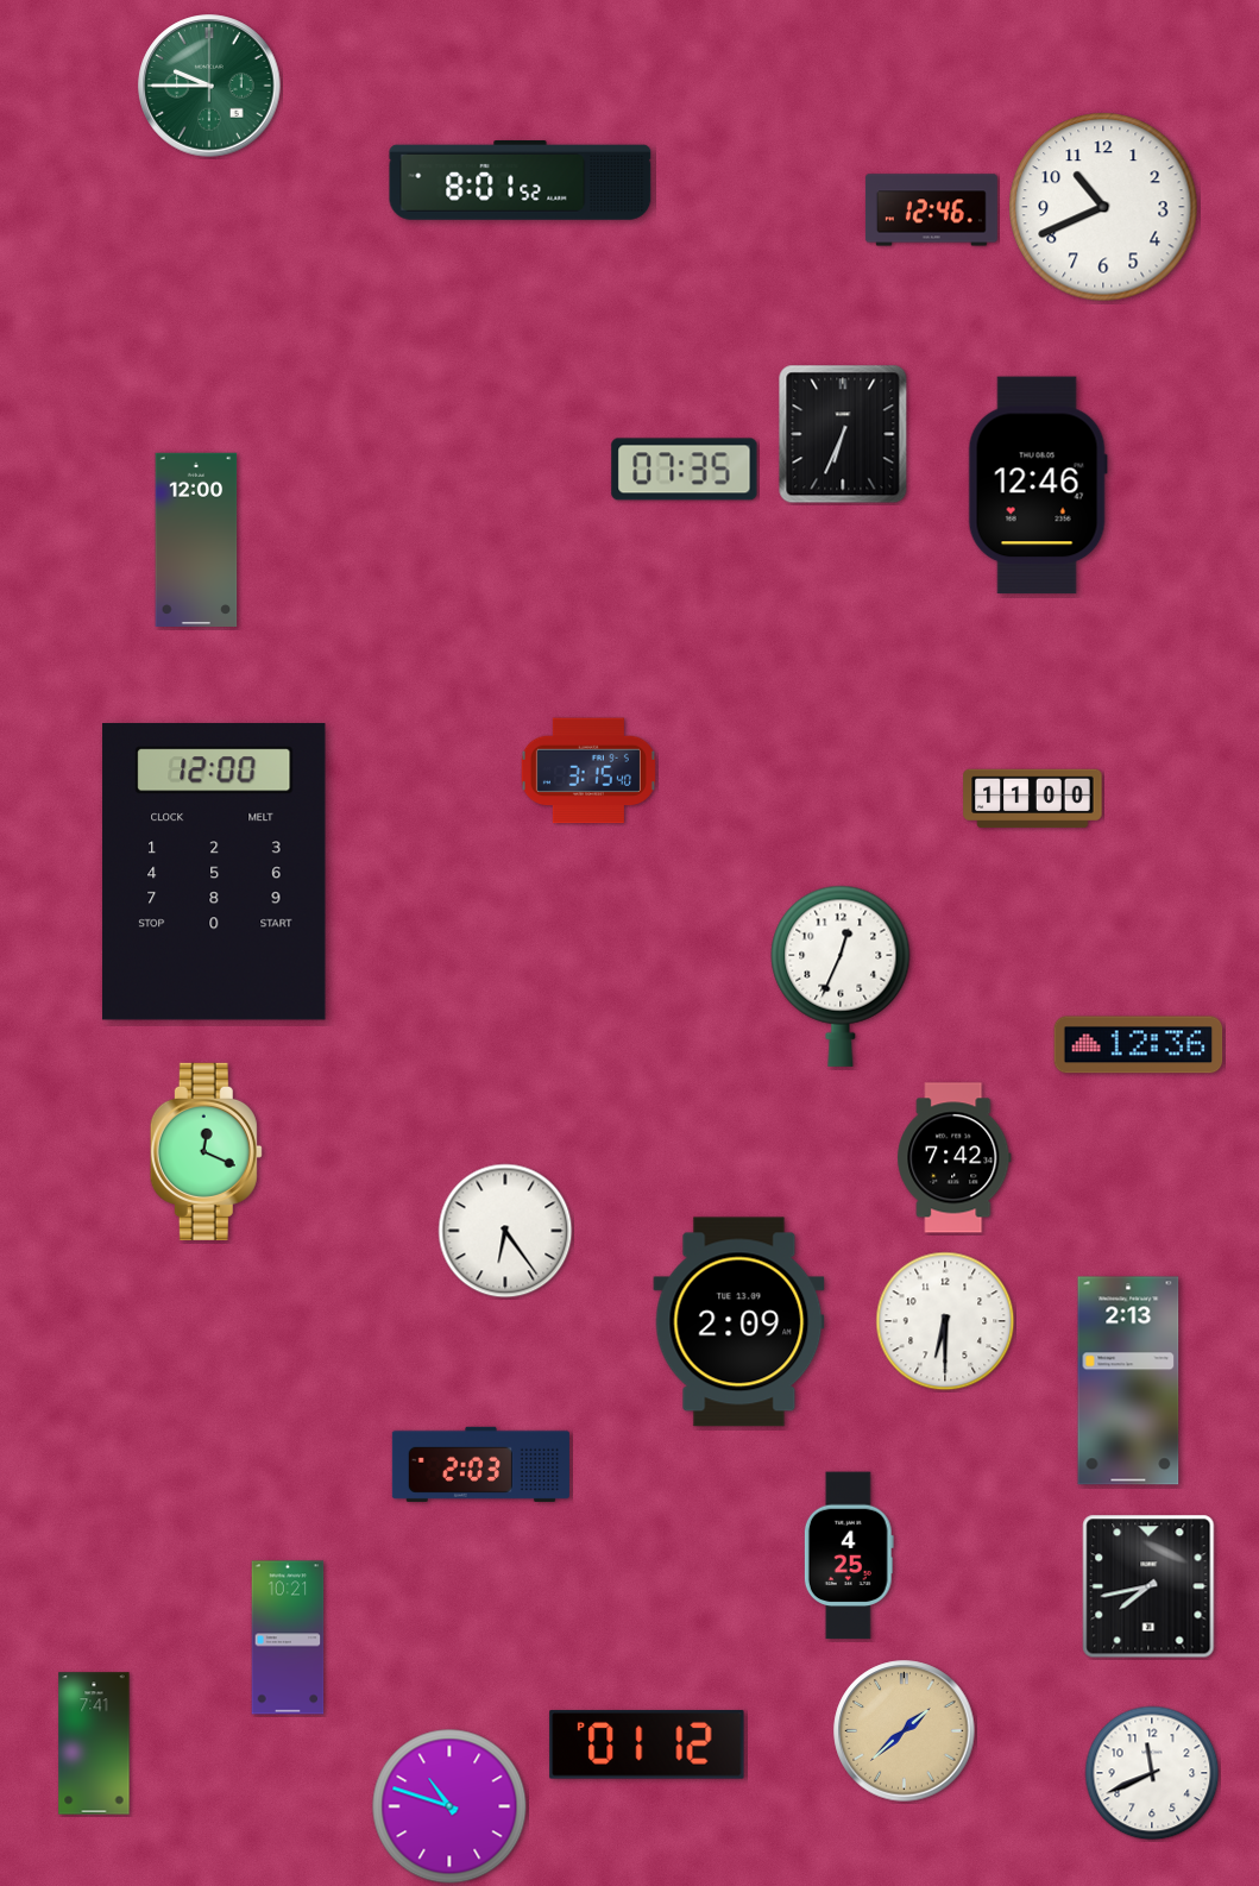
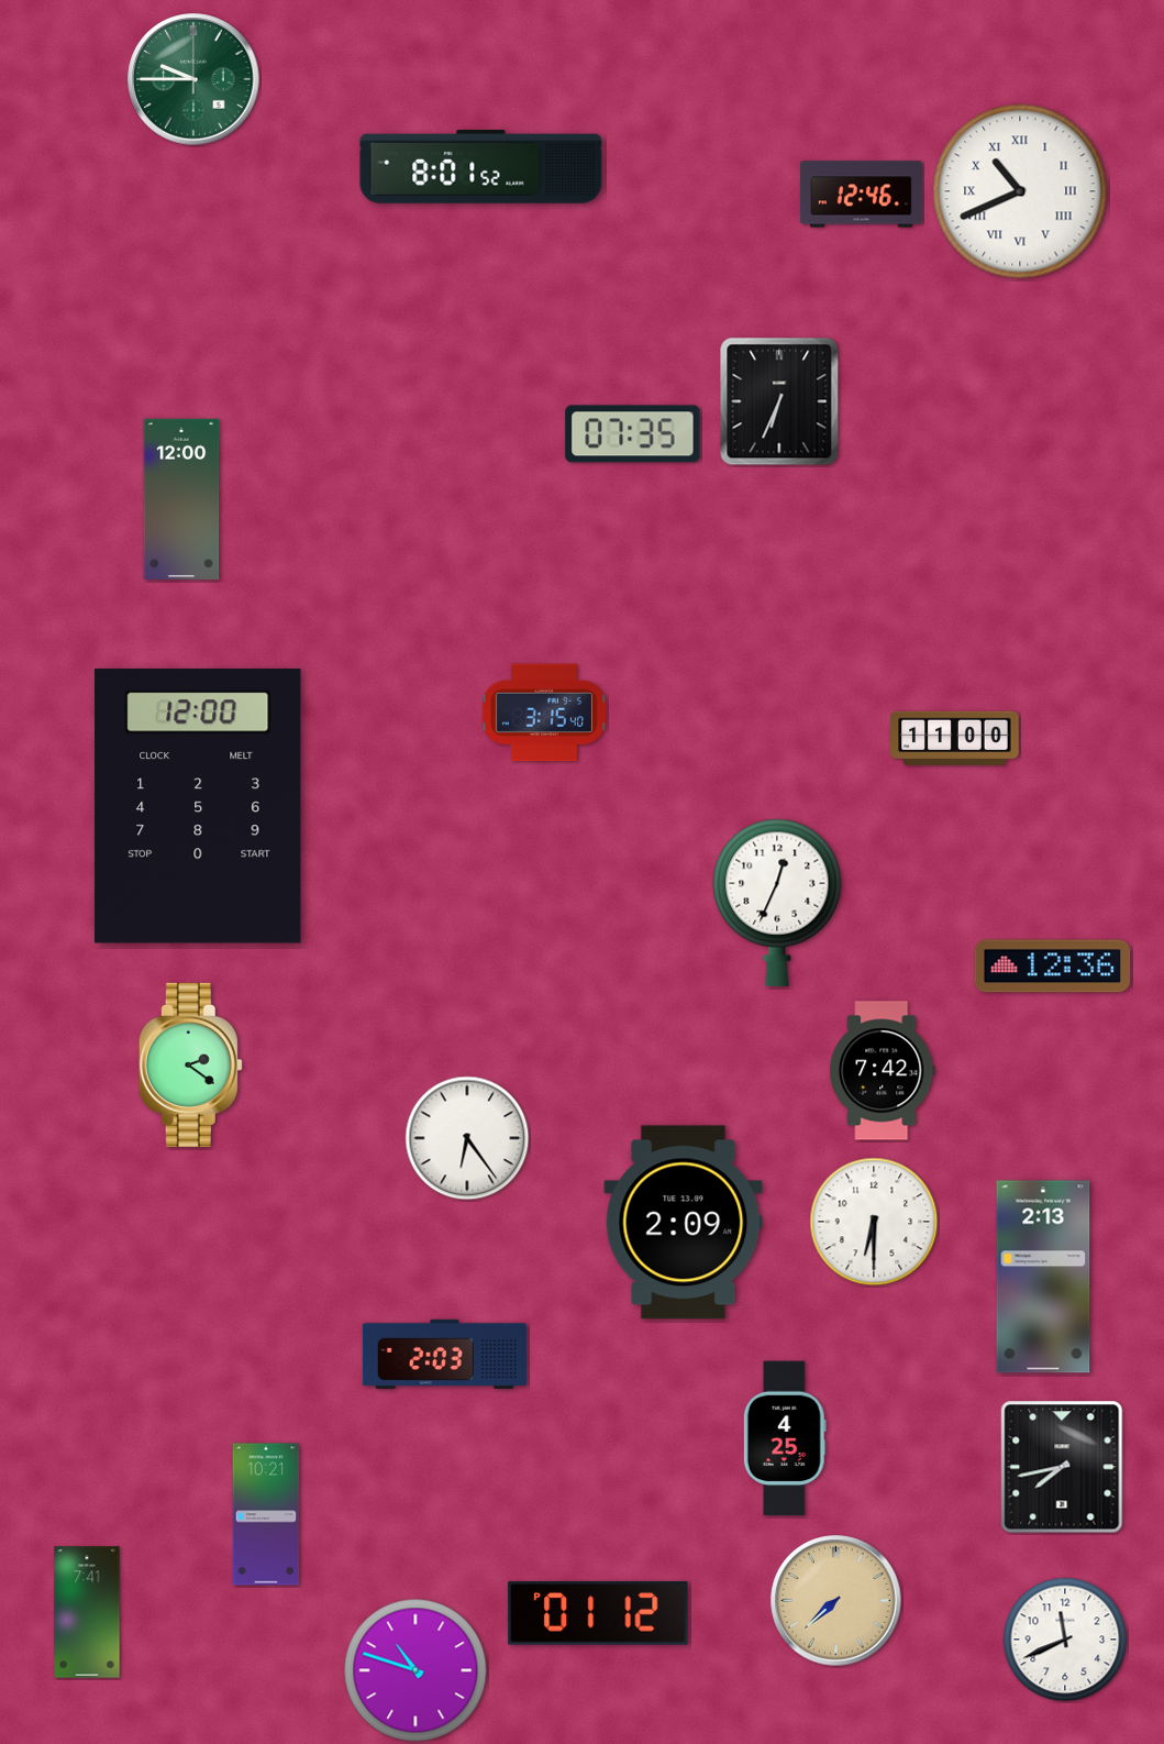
clock at (1103, 207) numerals: Arabic -> Roman
clock at (1038, 485): 12:46 -> none
clock at (206, 1151): 12:19 -> 2:21
clock at (905, 1731): 1:38 -> 7:38
